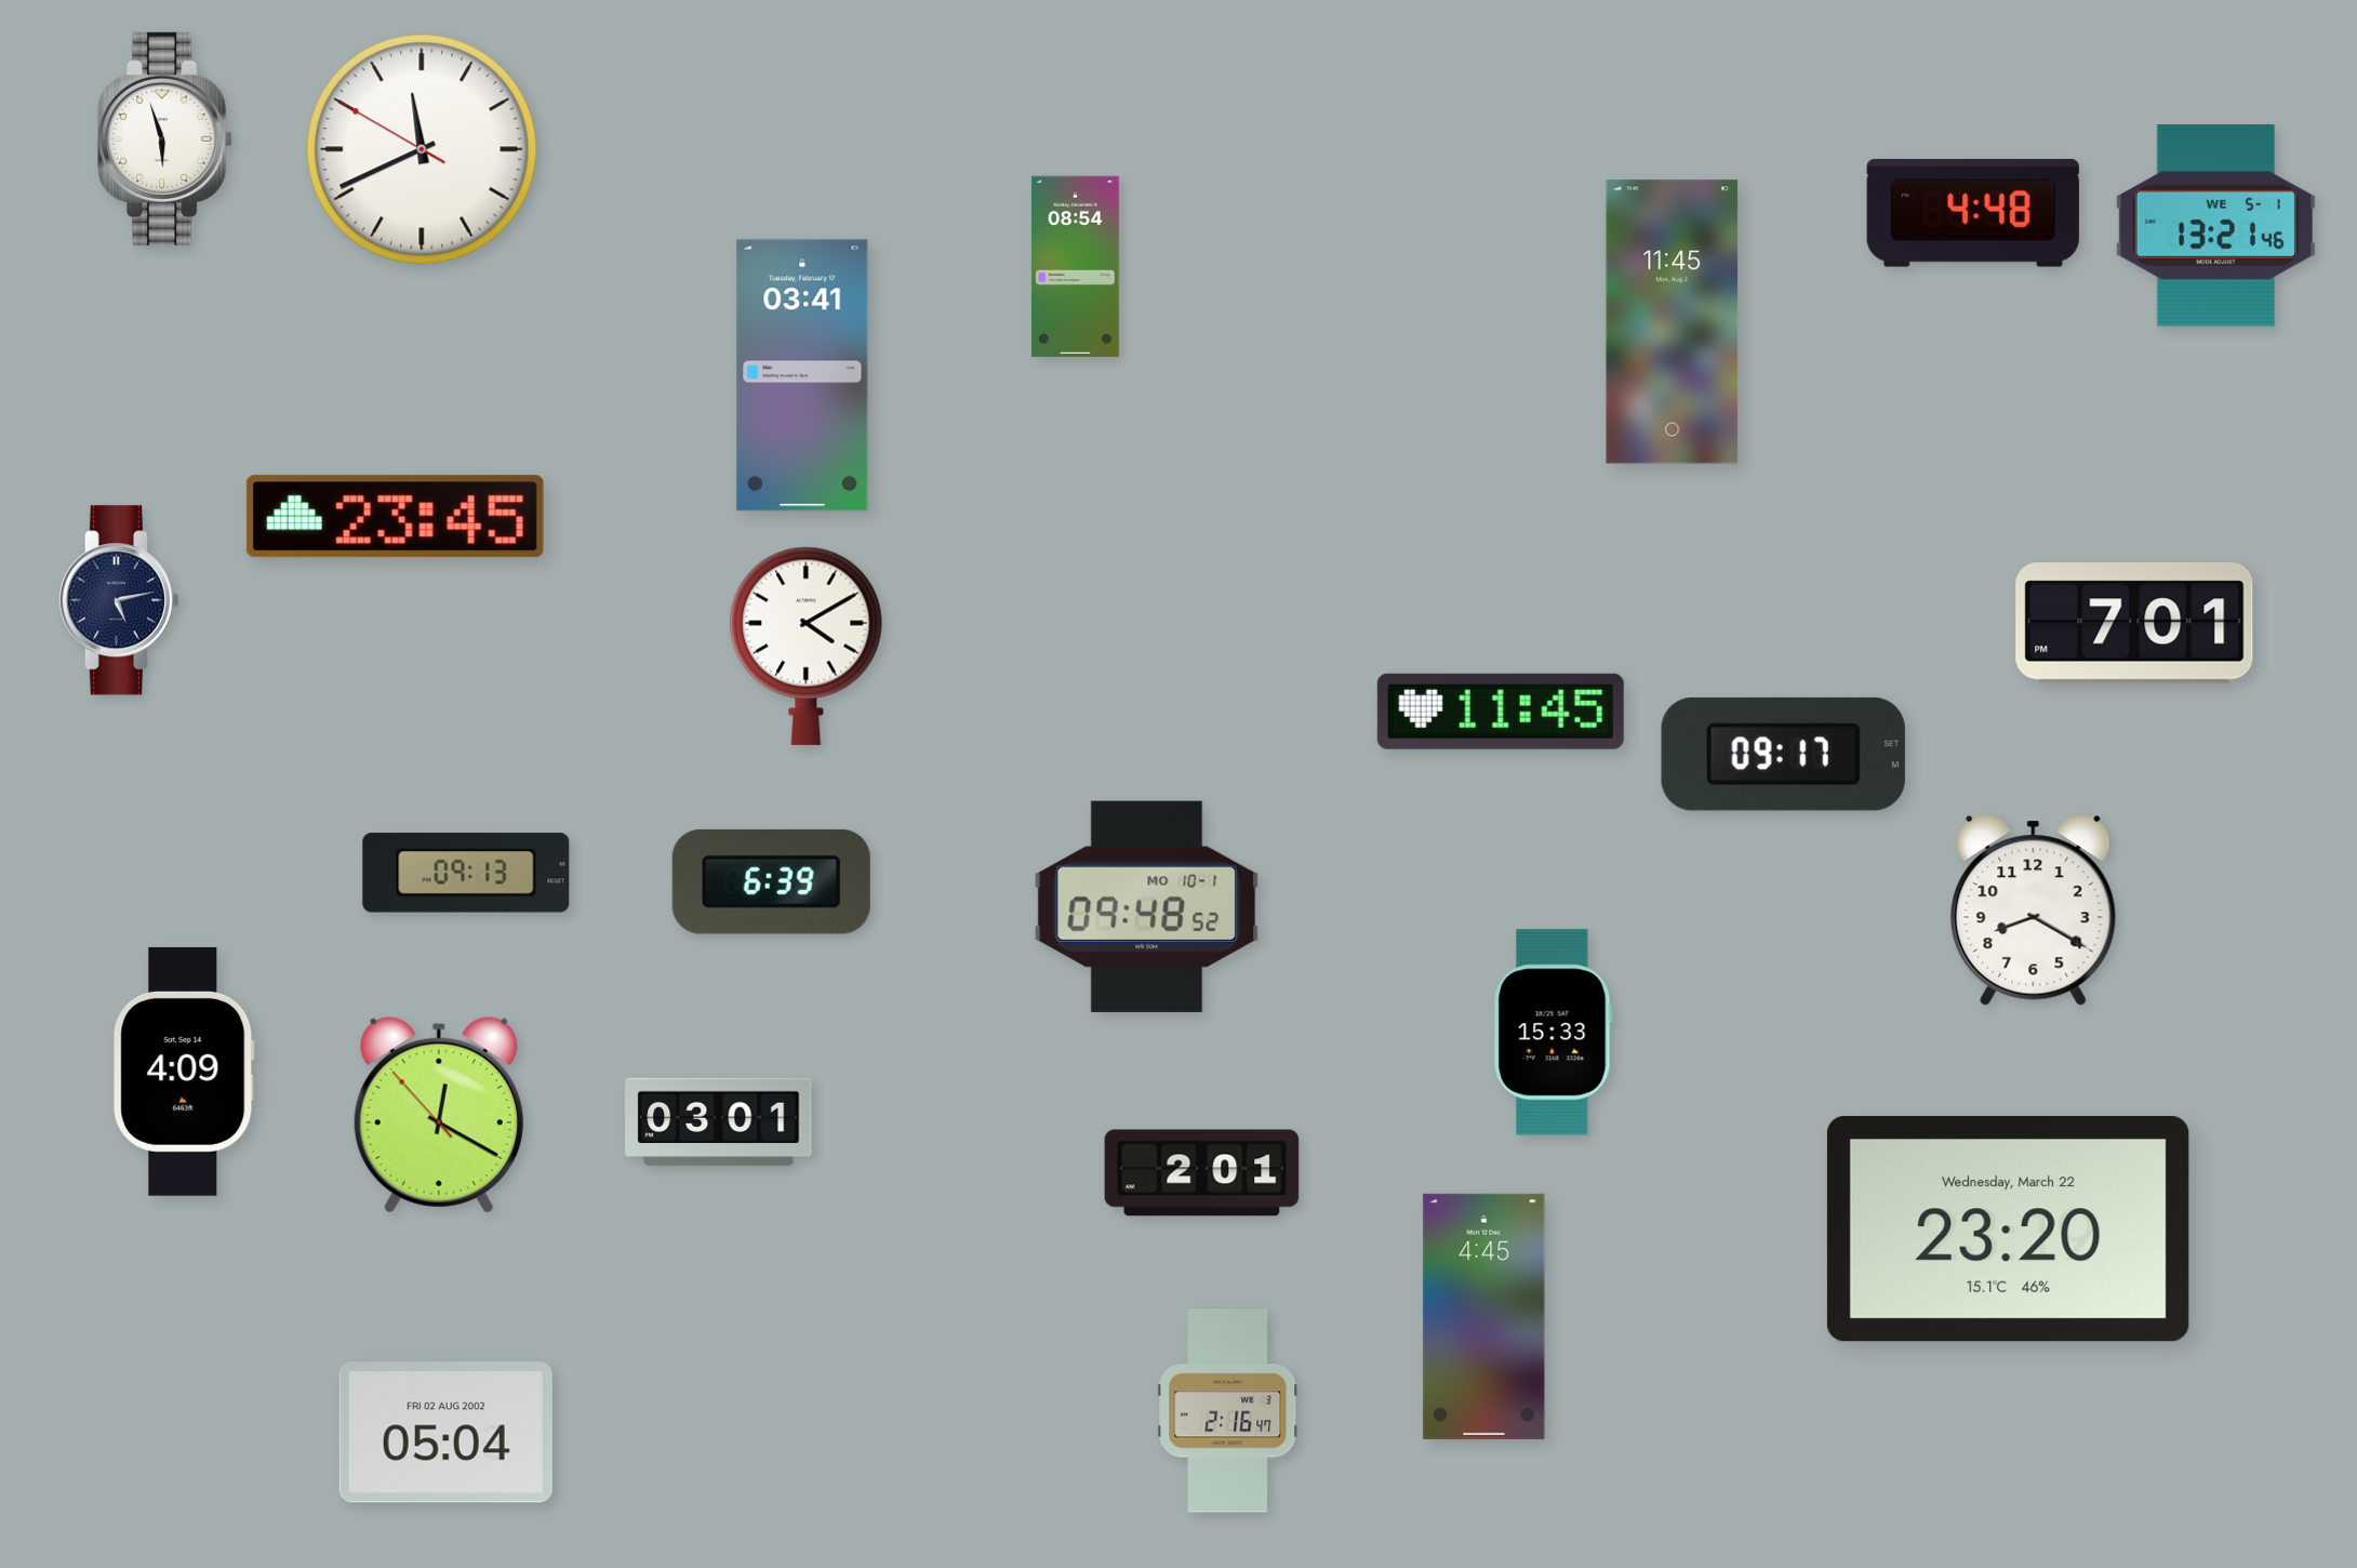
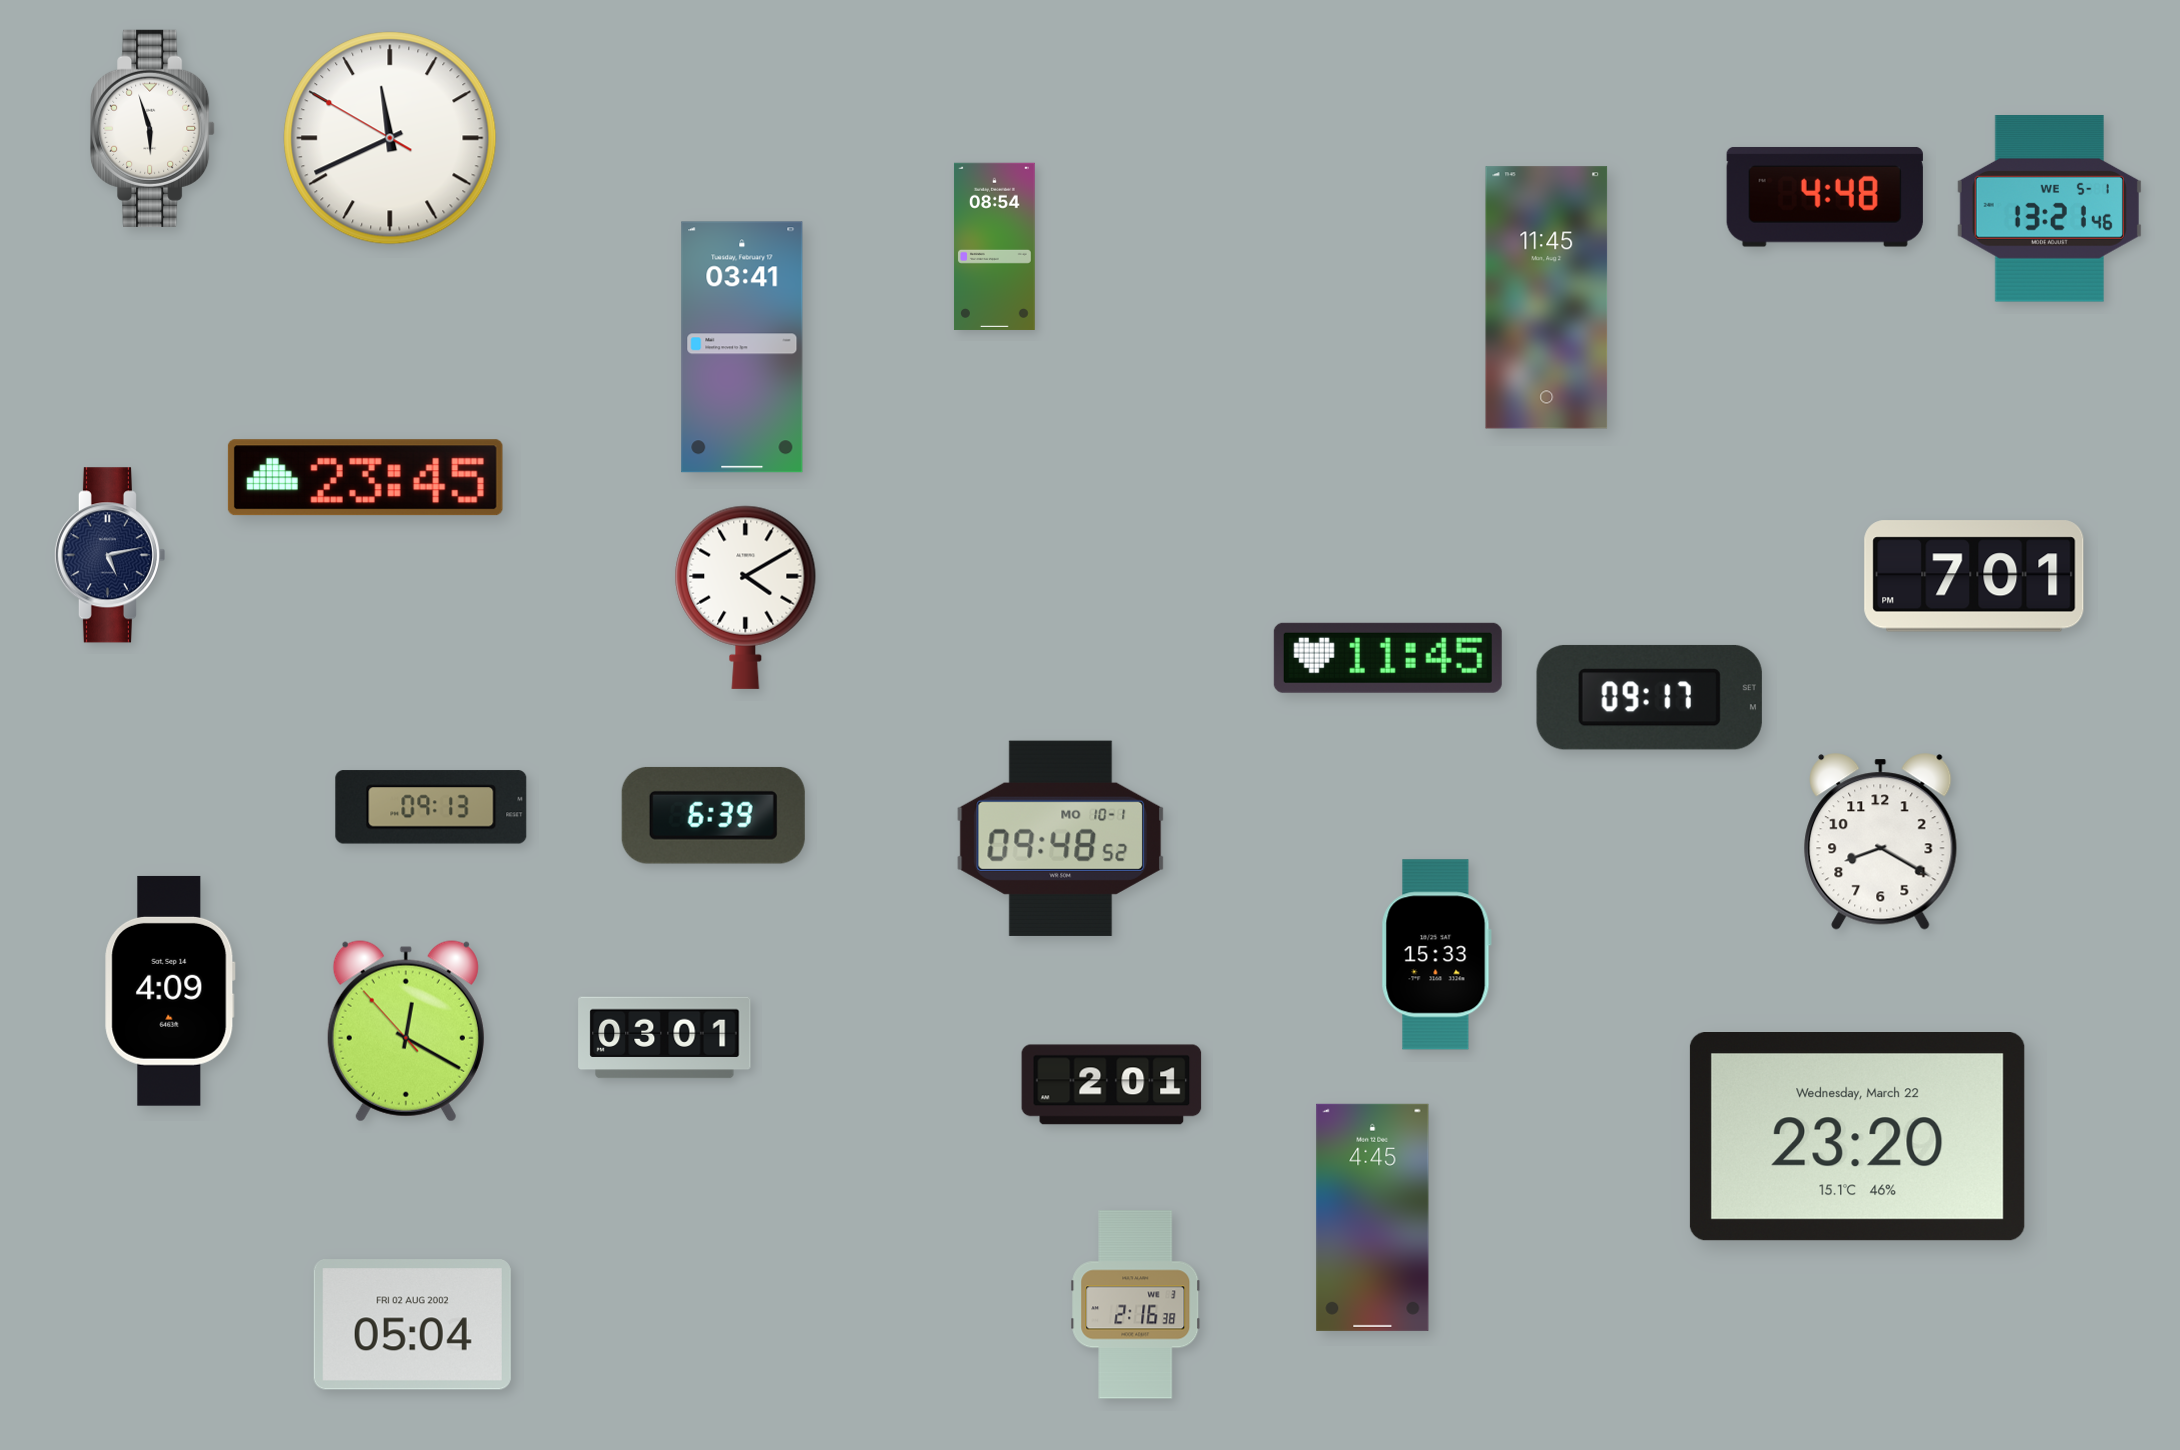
clock at (1228, 1411): 2:16:47 -> 2:16:38
